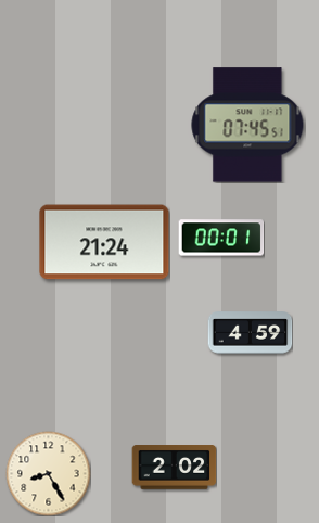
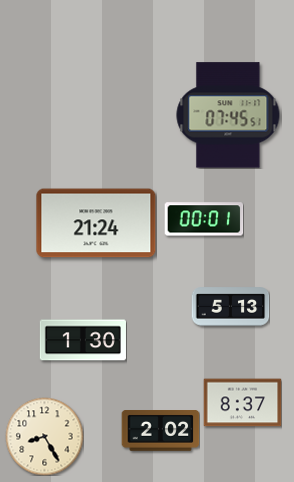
clock at (250, 333): 4:59 -> 5:13
clock at (83, 340): none -> 1:30
clock at (242, 403): none -> 8:37
